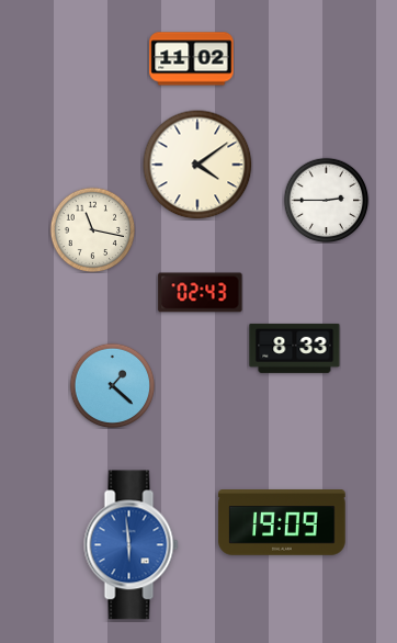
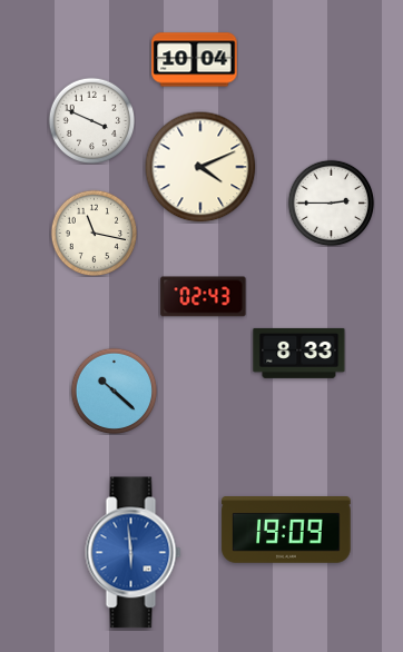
clock at (192, 59): 11:02 -> 10:04
clock at (91, 120): none -> 3:49
clock at (197, 165): 4:09 -> 4:11
clock at (112, 385): 1:22 -> 10:22
